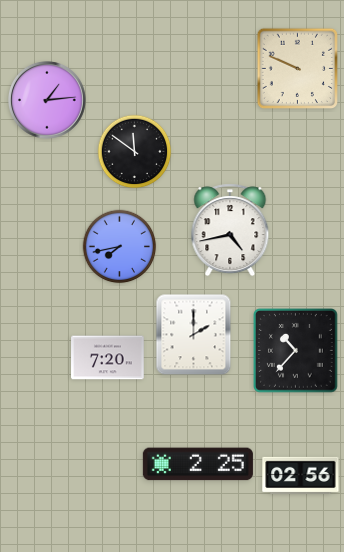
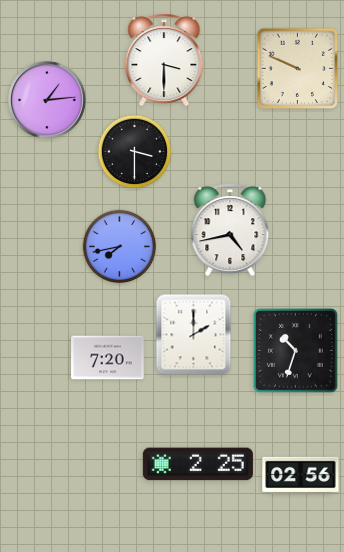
clock at (164, 60): none -> 3:30
clock at (135, 152): 11:51 -> 3:30
clock at (296, 351): 10:37 -> 10:33
